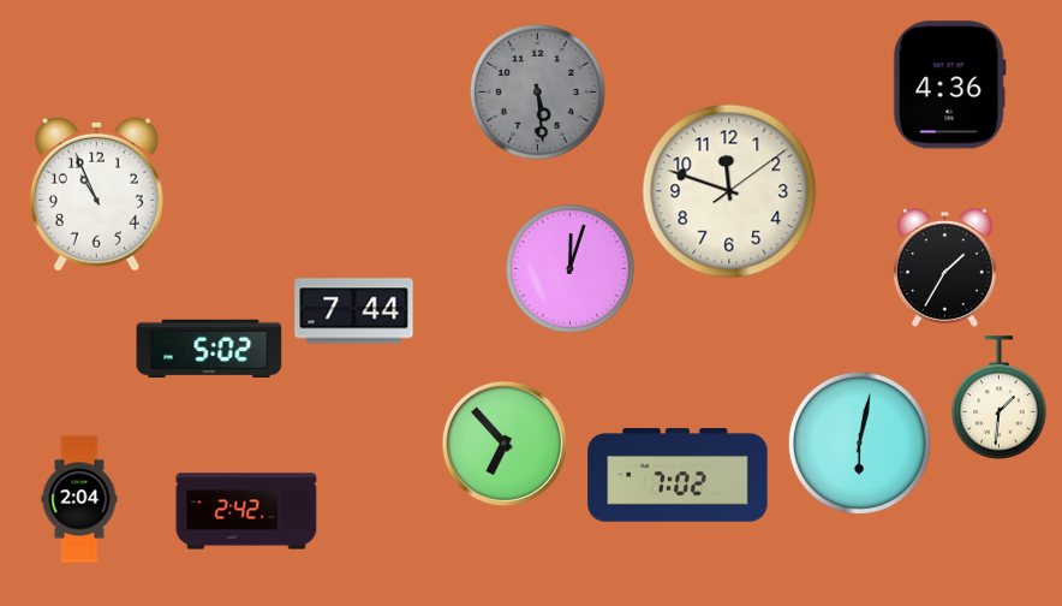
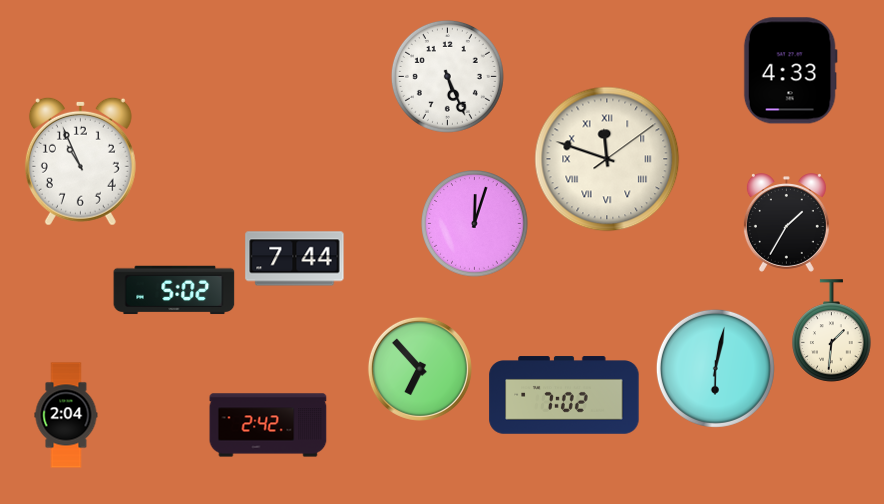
clock at (949, 85): 4:36 -> 4:33
clock at (537, 91): 5:29 -> 5:26
clock at (537, 91) dial: grey -> white
clock at (729, 191) numerals: Arabic -> Roman
clock at (246, 511) position: (246, 511) -> (268, 425)
